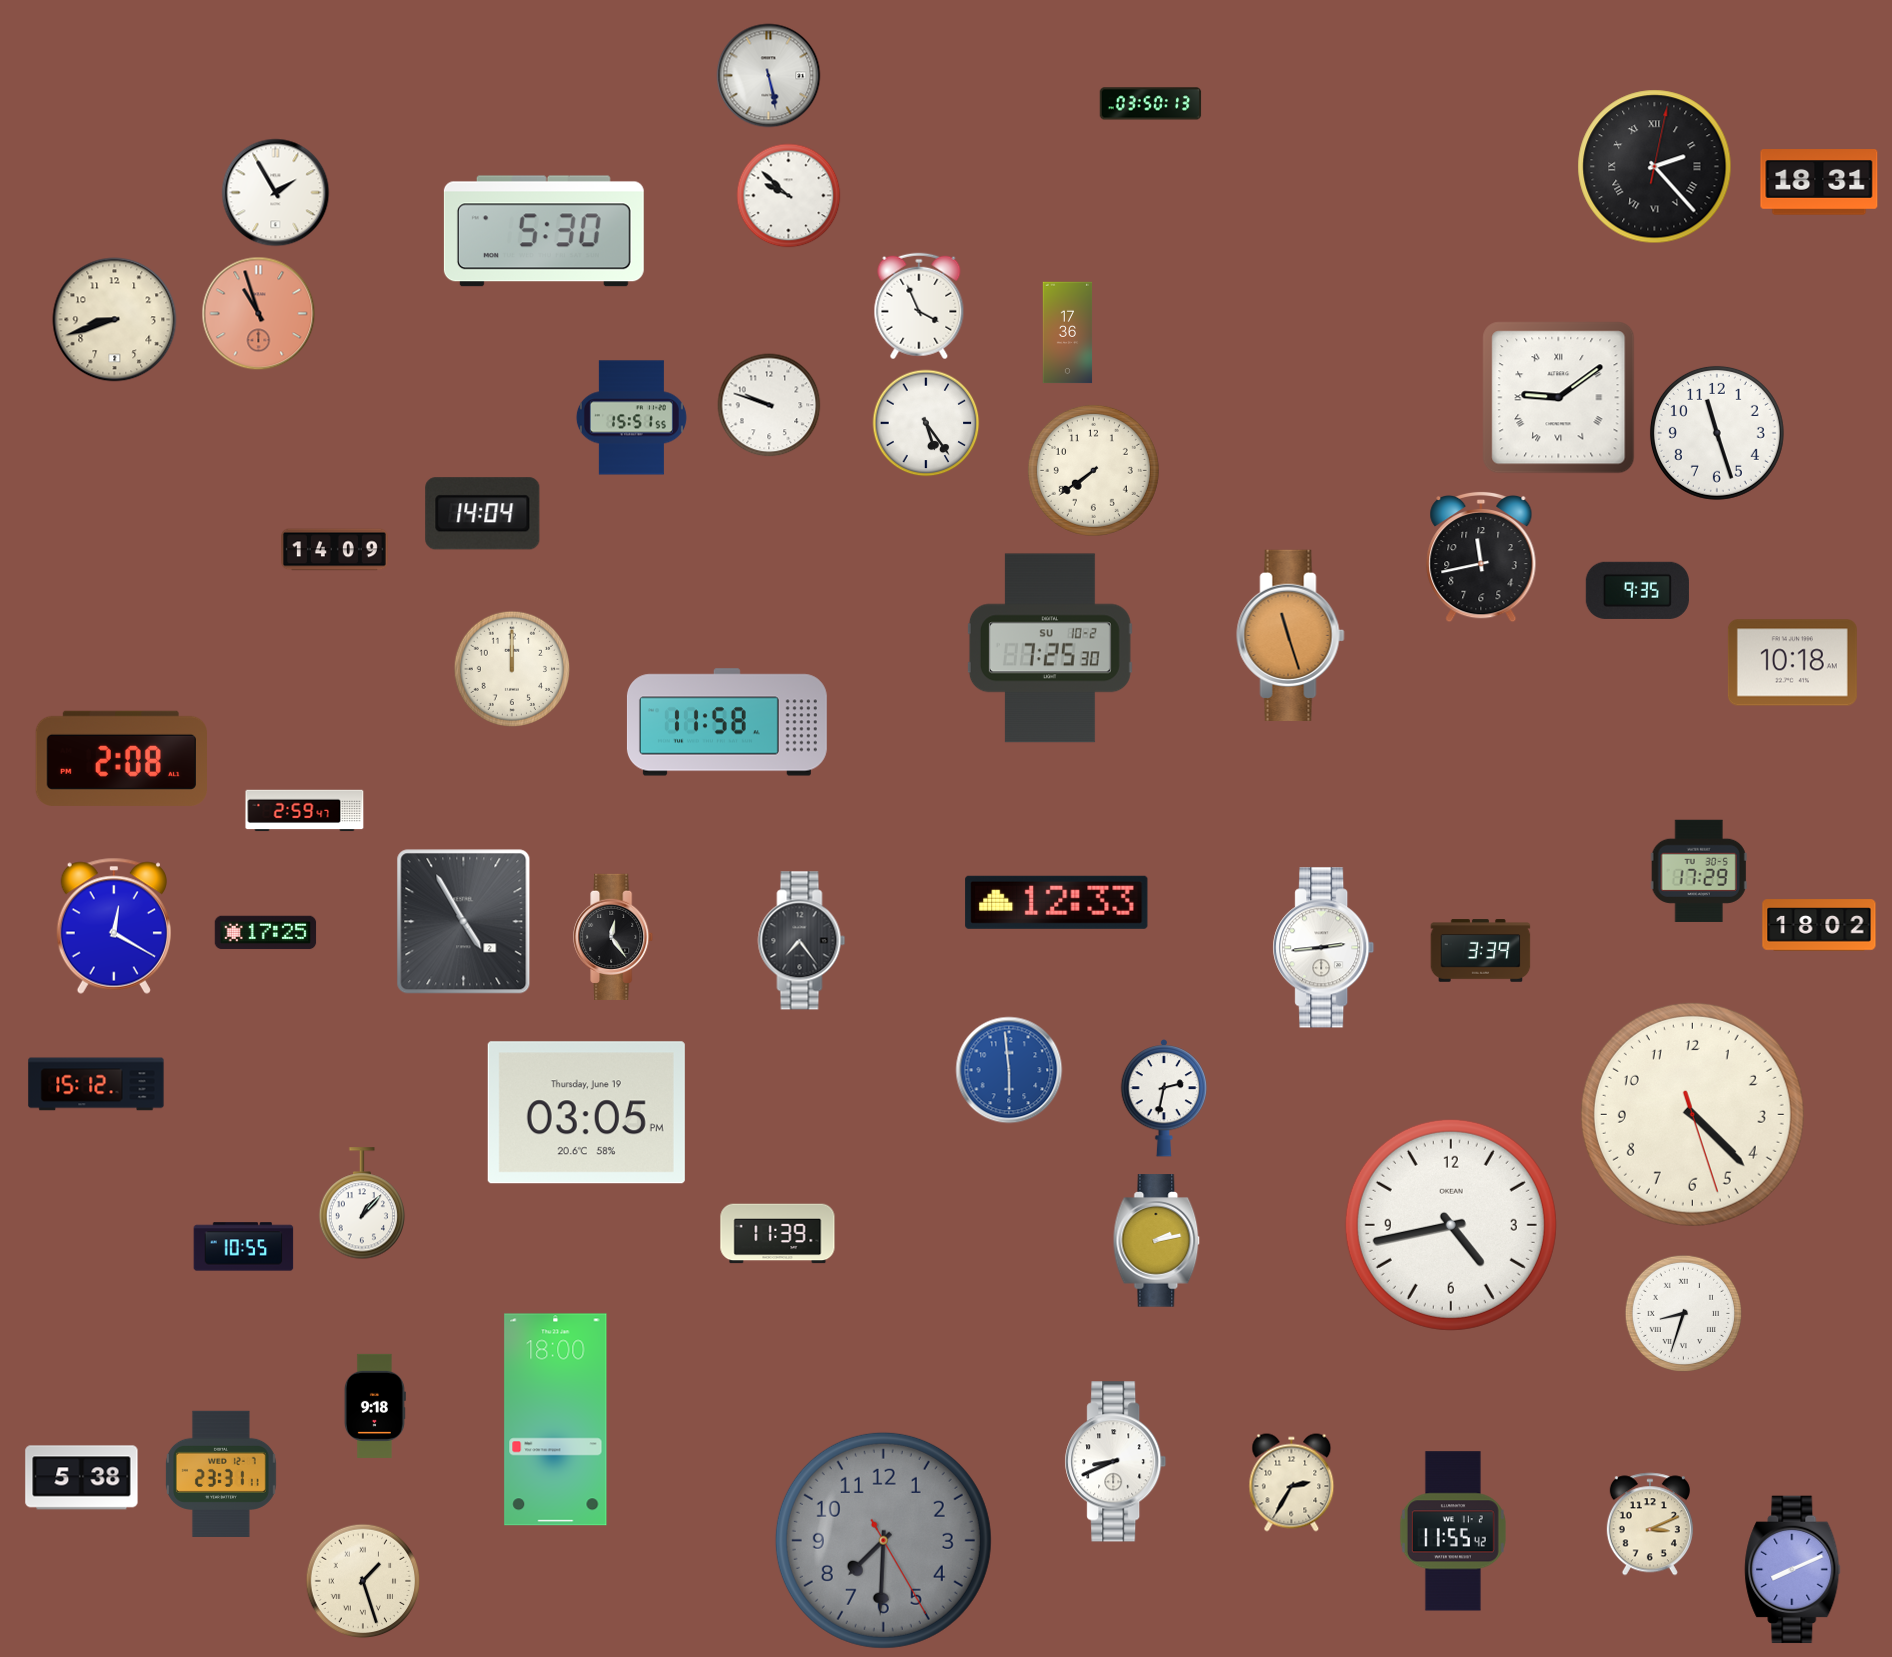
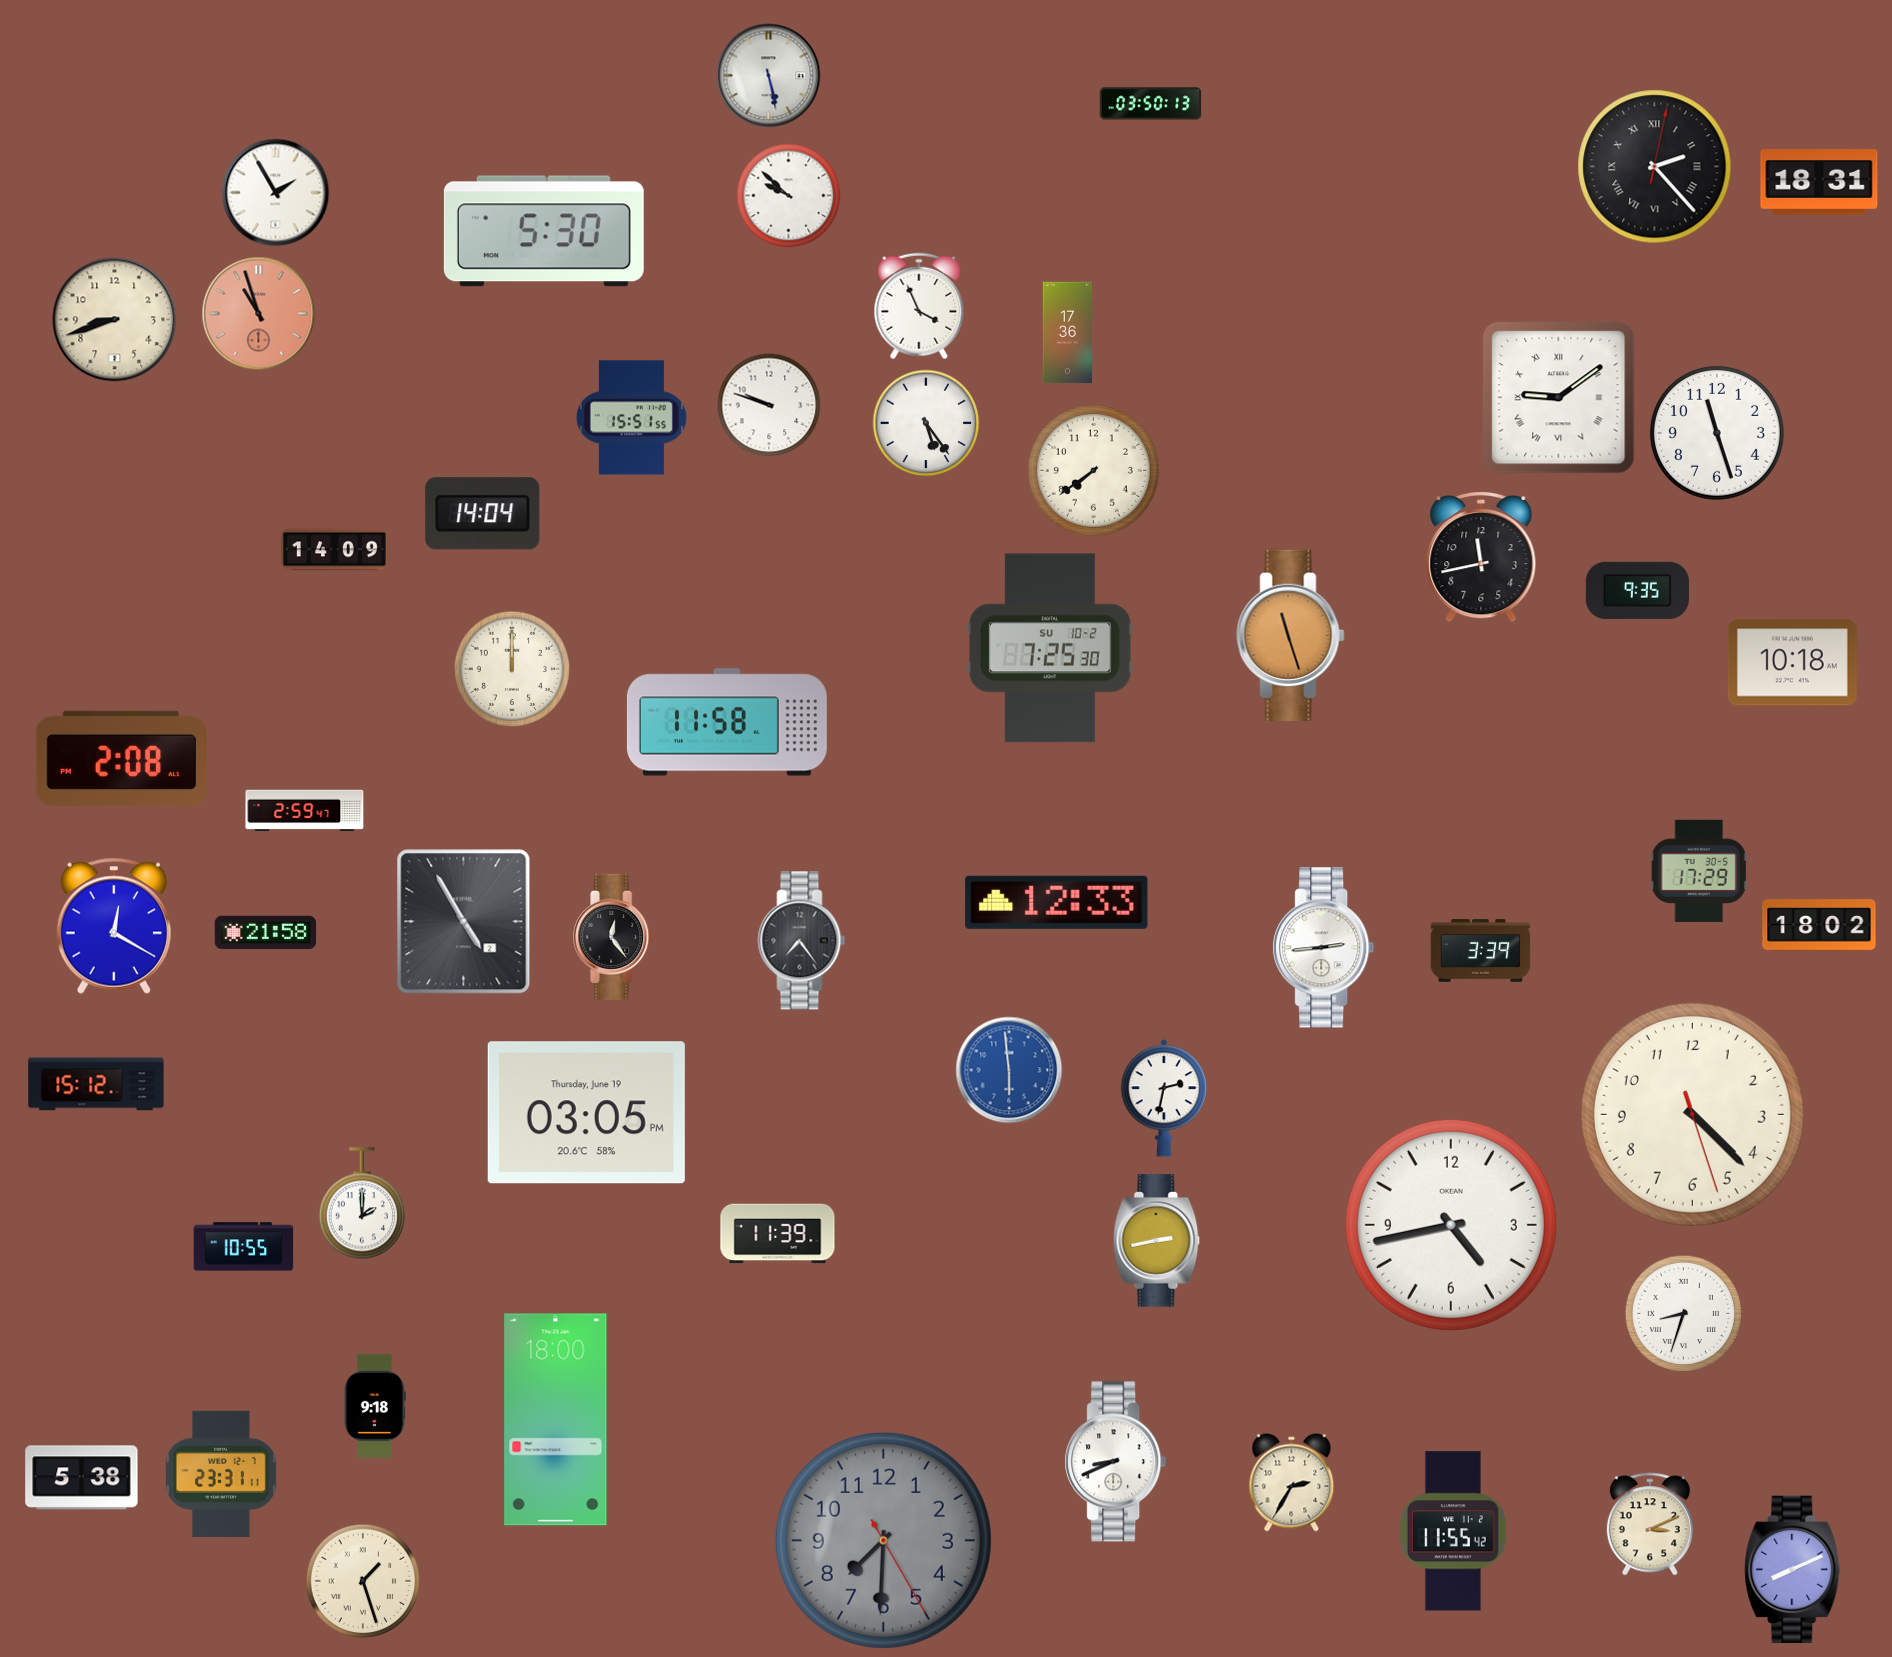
clock at (266, 933): 17:25 -> 21:58
clock at (362, 1204): 1:07 -> 2:00
clock at (1157, 1241): 2:13 -> 2:43
